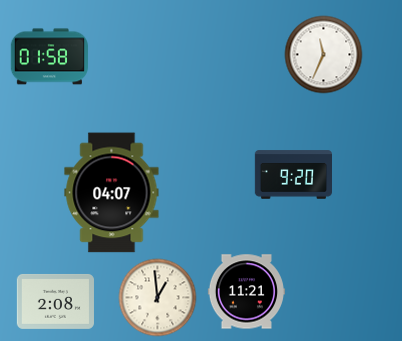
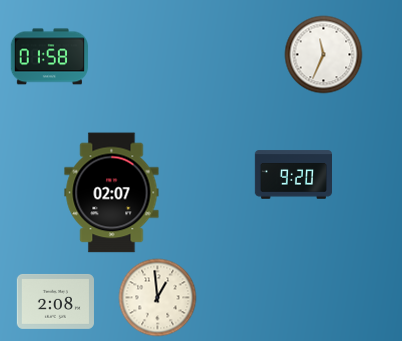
clock at (112, 193): 04:07 -> 02:07
clock at (246, 292): 11:21 -> none
